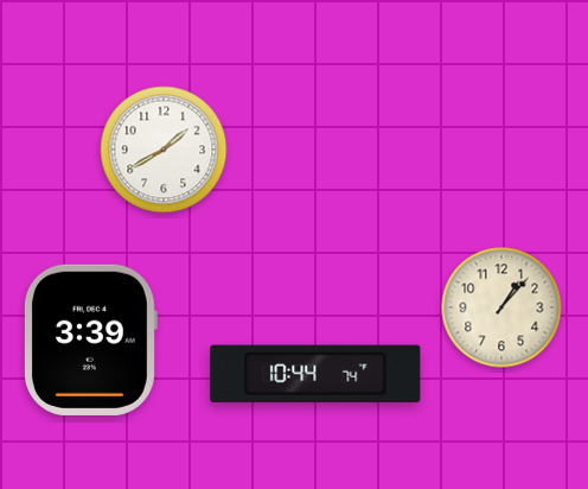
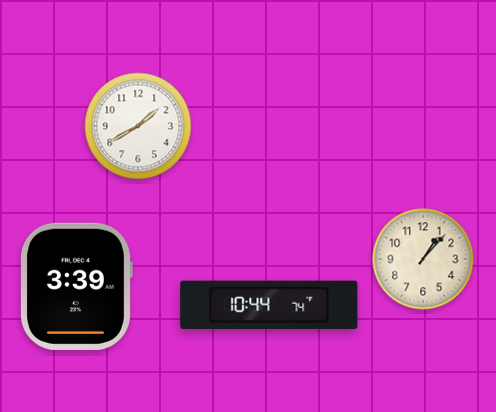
clock at (315, 373) position: (315, 373) -> (269, 304)
